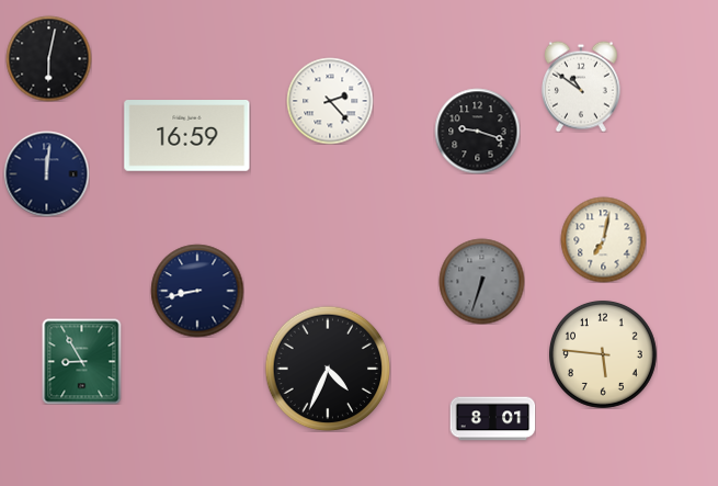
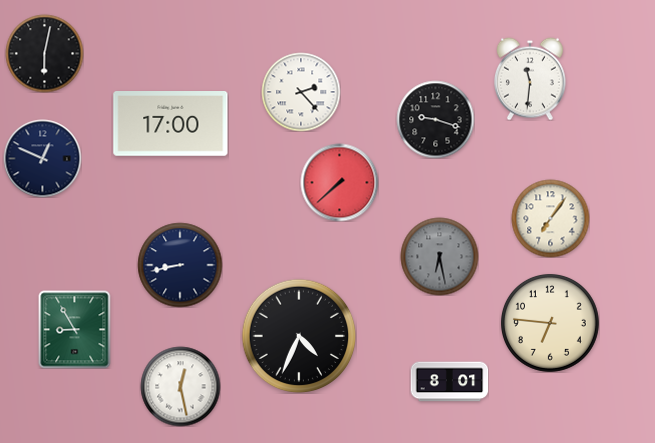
clock at (581, 87): 10:51 -> 11:31
clock at (187, 136): 16:59 -> 17:00
clock at (46, 173): 12:01 -> 12:49
clock at (339, 182): none -> 7:38
clock at (603, 239): 7:02 -> 7:06
clock at (481, 281): 6:33 -> 6:28
clock at (603, 354): 5:46 -> 6:46
clock at (180, 386): none -> 12:28
